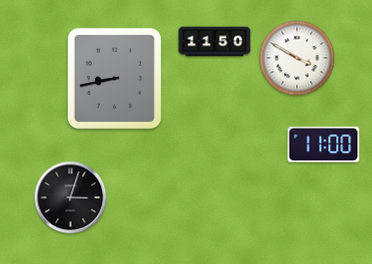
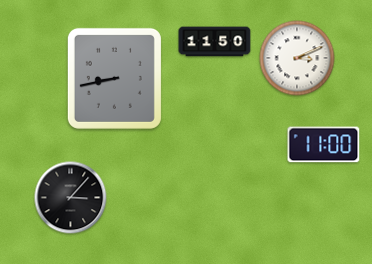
clock at (297, 58): 3:50 -> 3:11
clock at (71, 198): 3:03 -> 3:07
